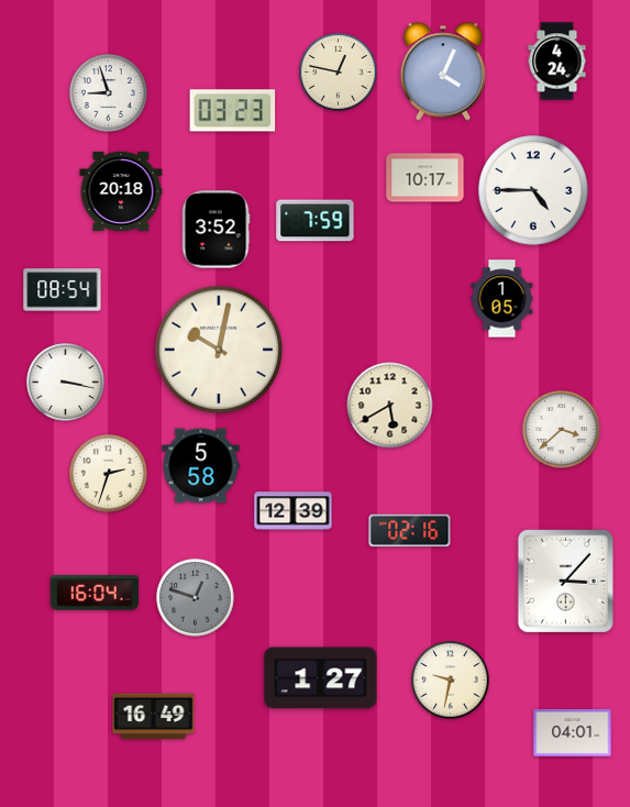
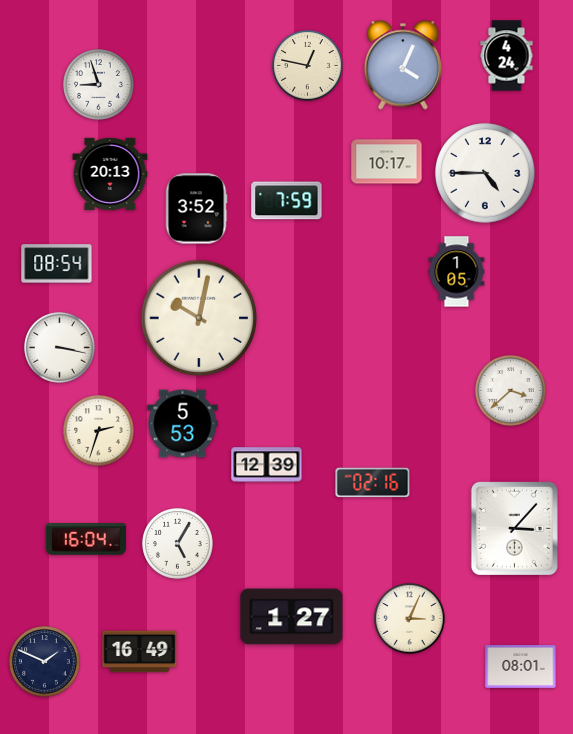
clock at (233, 111): 03:23 -> none
clock at (121, 191): 20:18 -> 20:13
clock at (390, 406): 5:40 -> none
clock at (201, 466): 5:58 -> 5:53
clock at (196, 598): 12:48 -> 5:05
clock at (196, 598) dial: grey -> white
clock at (451, 681): 9:32 -> 3:04
clock at (45, 662): none -> 1:49
clock at (573, 733): 04:01 -> 08:01
